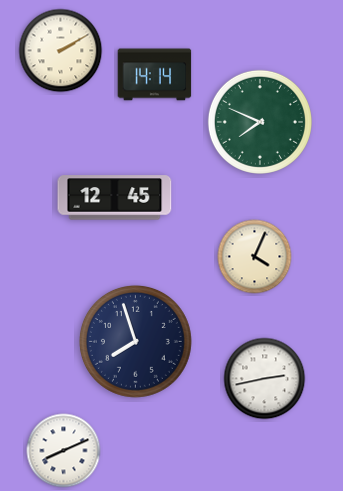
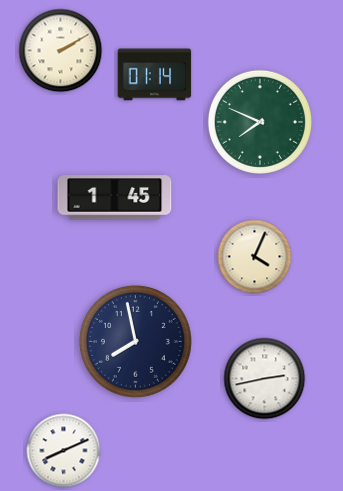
clock at (155, 75): 14:14 -> 01:14
clock at (115, 198): 12:45 -> 1:45
clock at (135, 341): 7:57 -> 7:58
